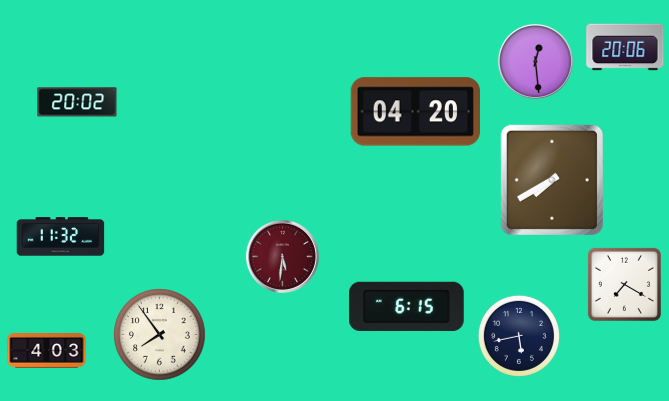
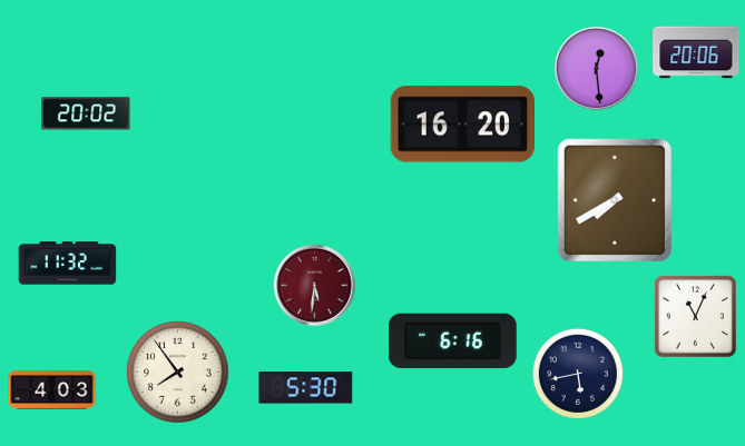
clock at (415, 112): 04:20 -> 16:20
clock at (624, 284): 7:20 -> 11:04
clock at (407, 306): 6:15 -> 6:16
clock at (306, 388): none -> 5:30
